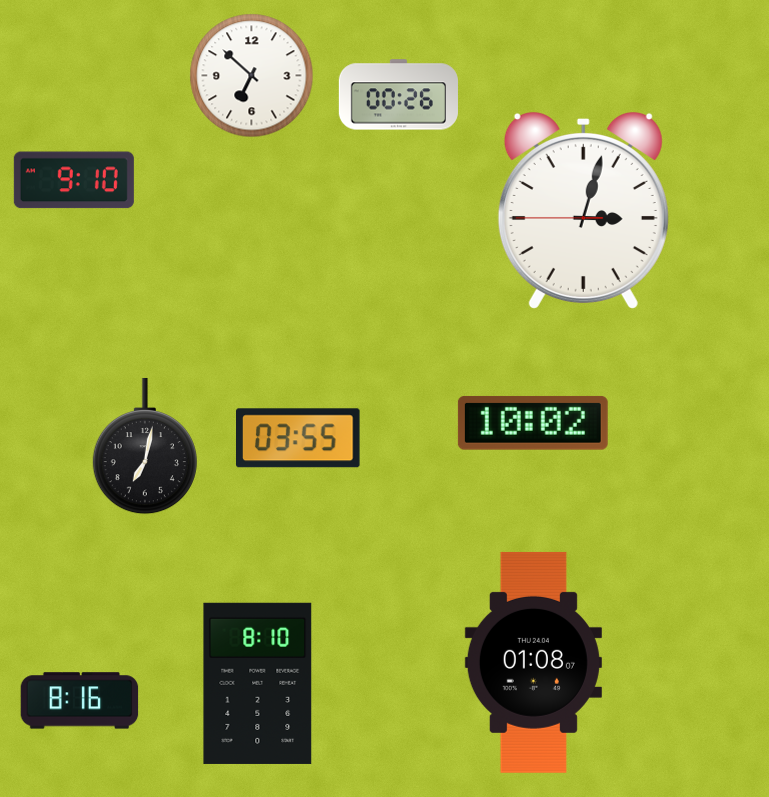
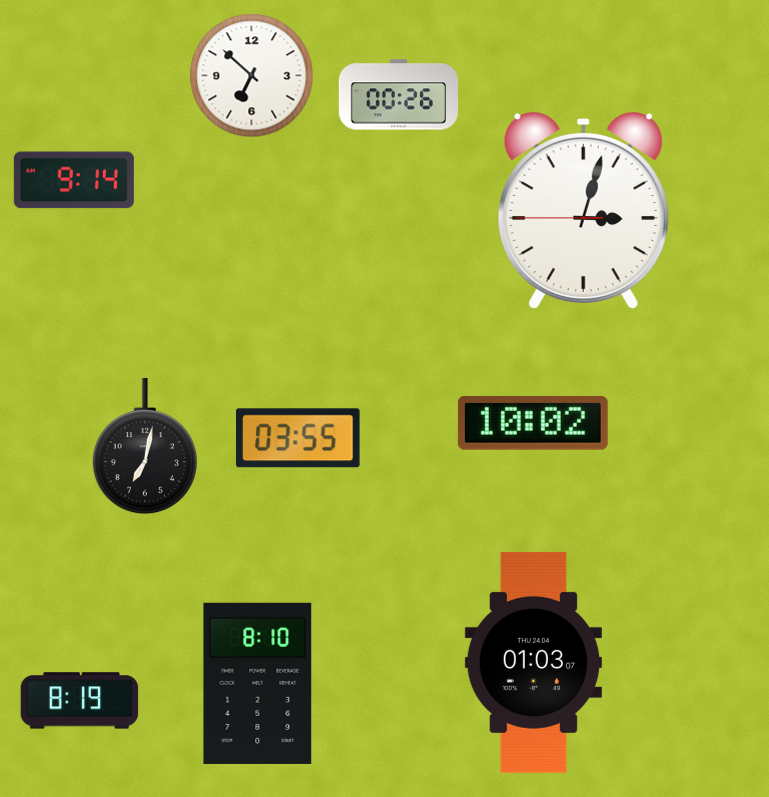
clock at (74, 180): 9:10 -> 9:14
clock at (533, 662): 01:08 -> 01:03
clock at (80, 701): 8:16 -> 8:19
